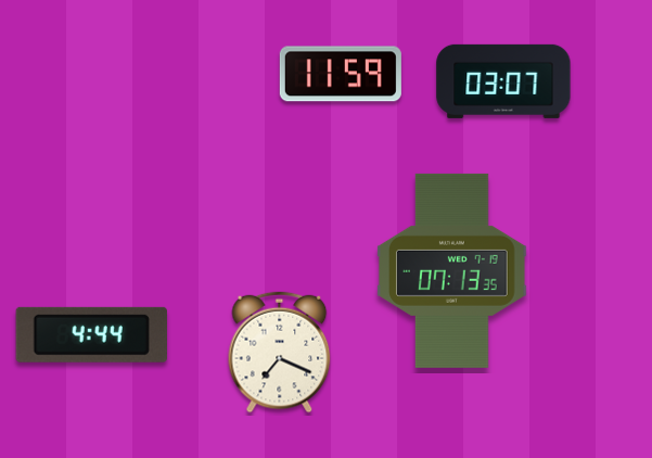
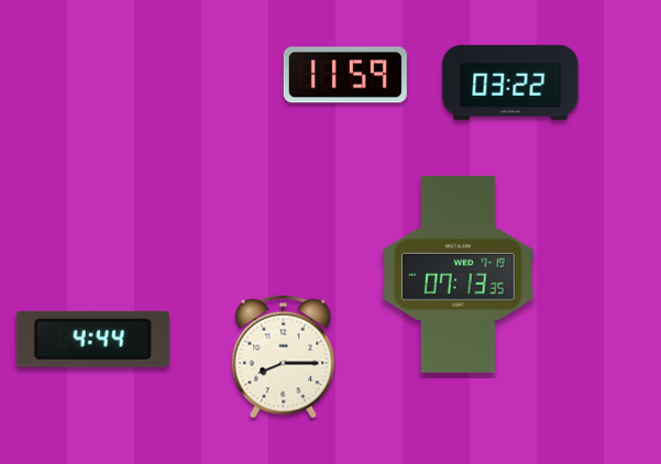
clock at (503, 81): 03:07 -> 03:22
clock at (280, 353): 7:19 -> 8:15
